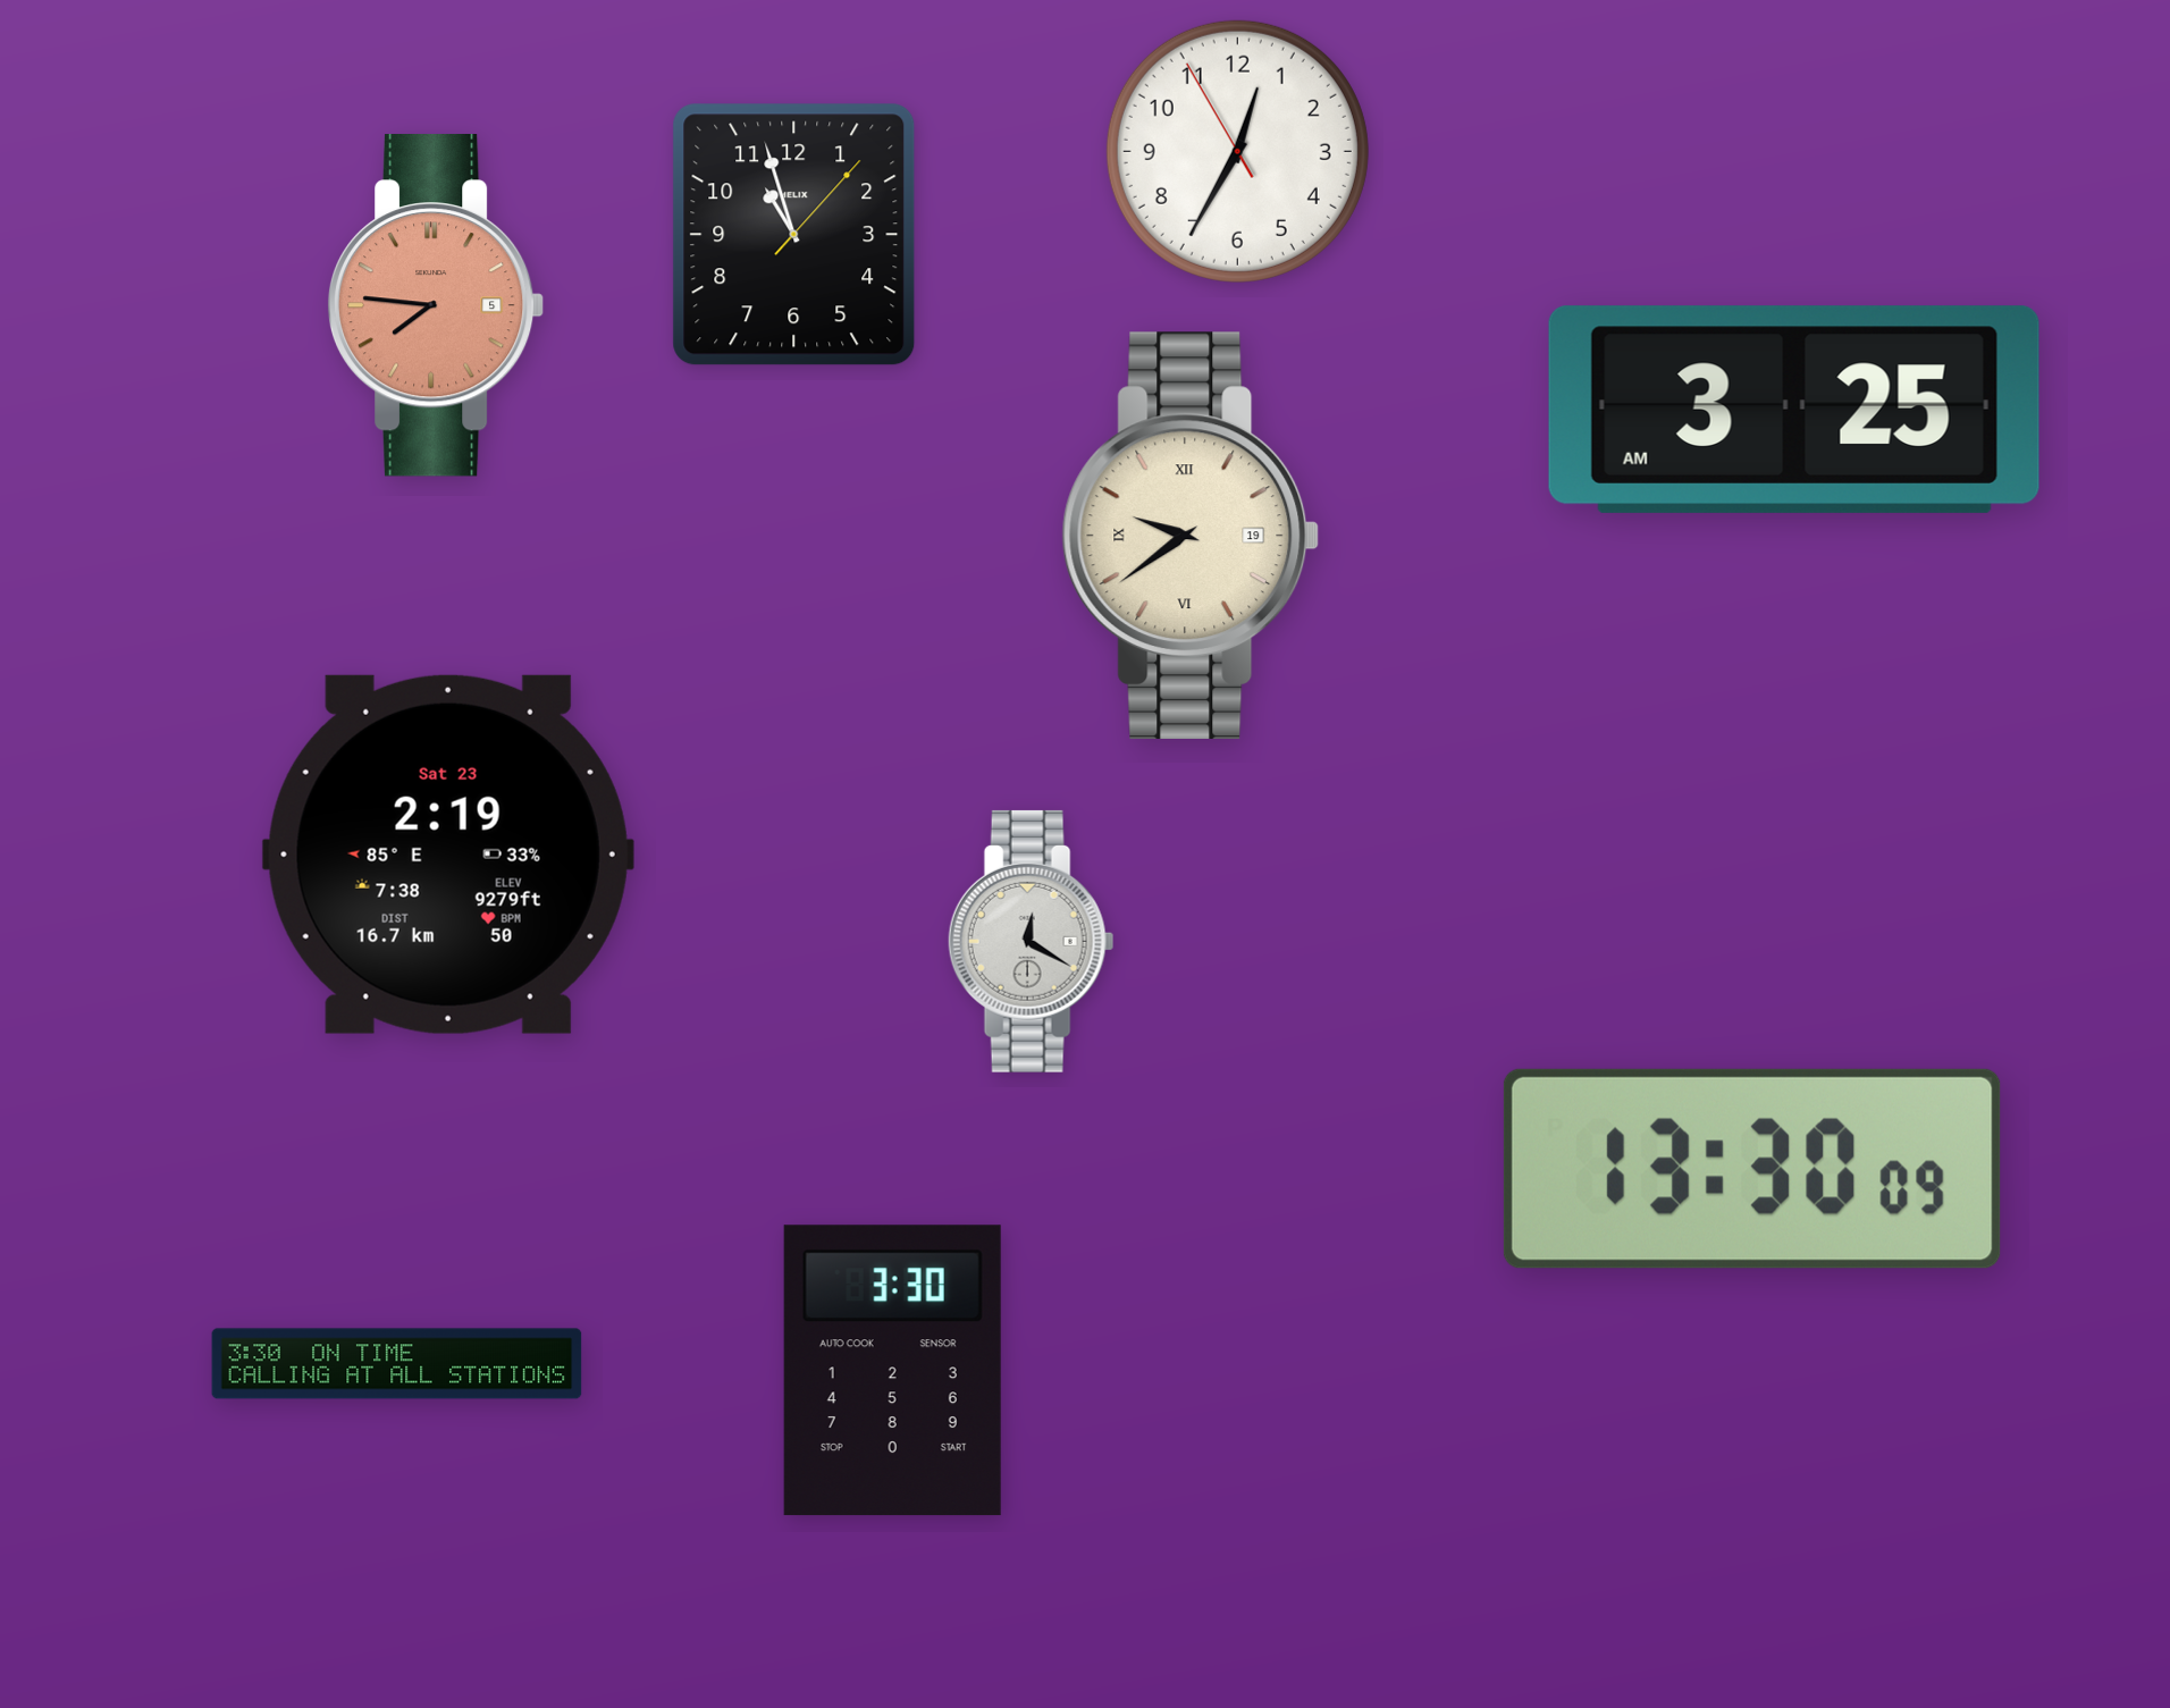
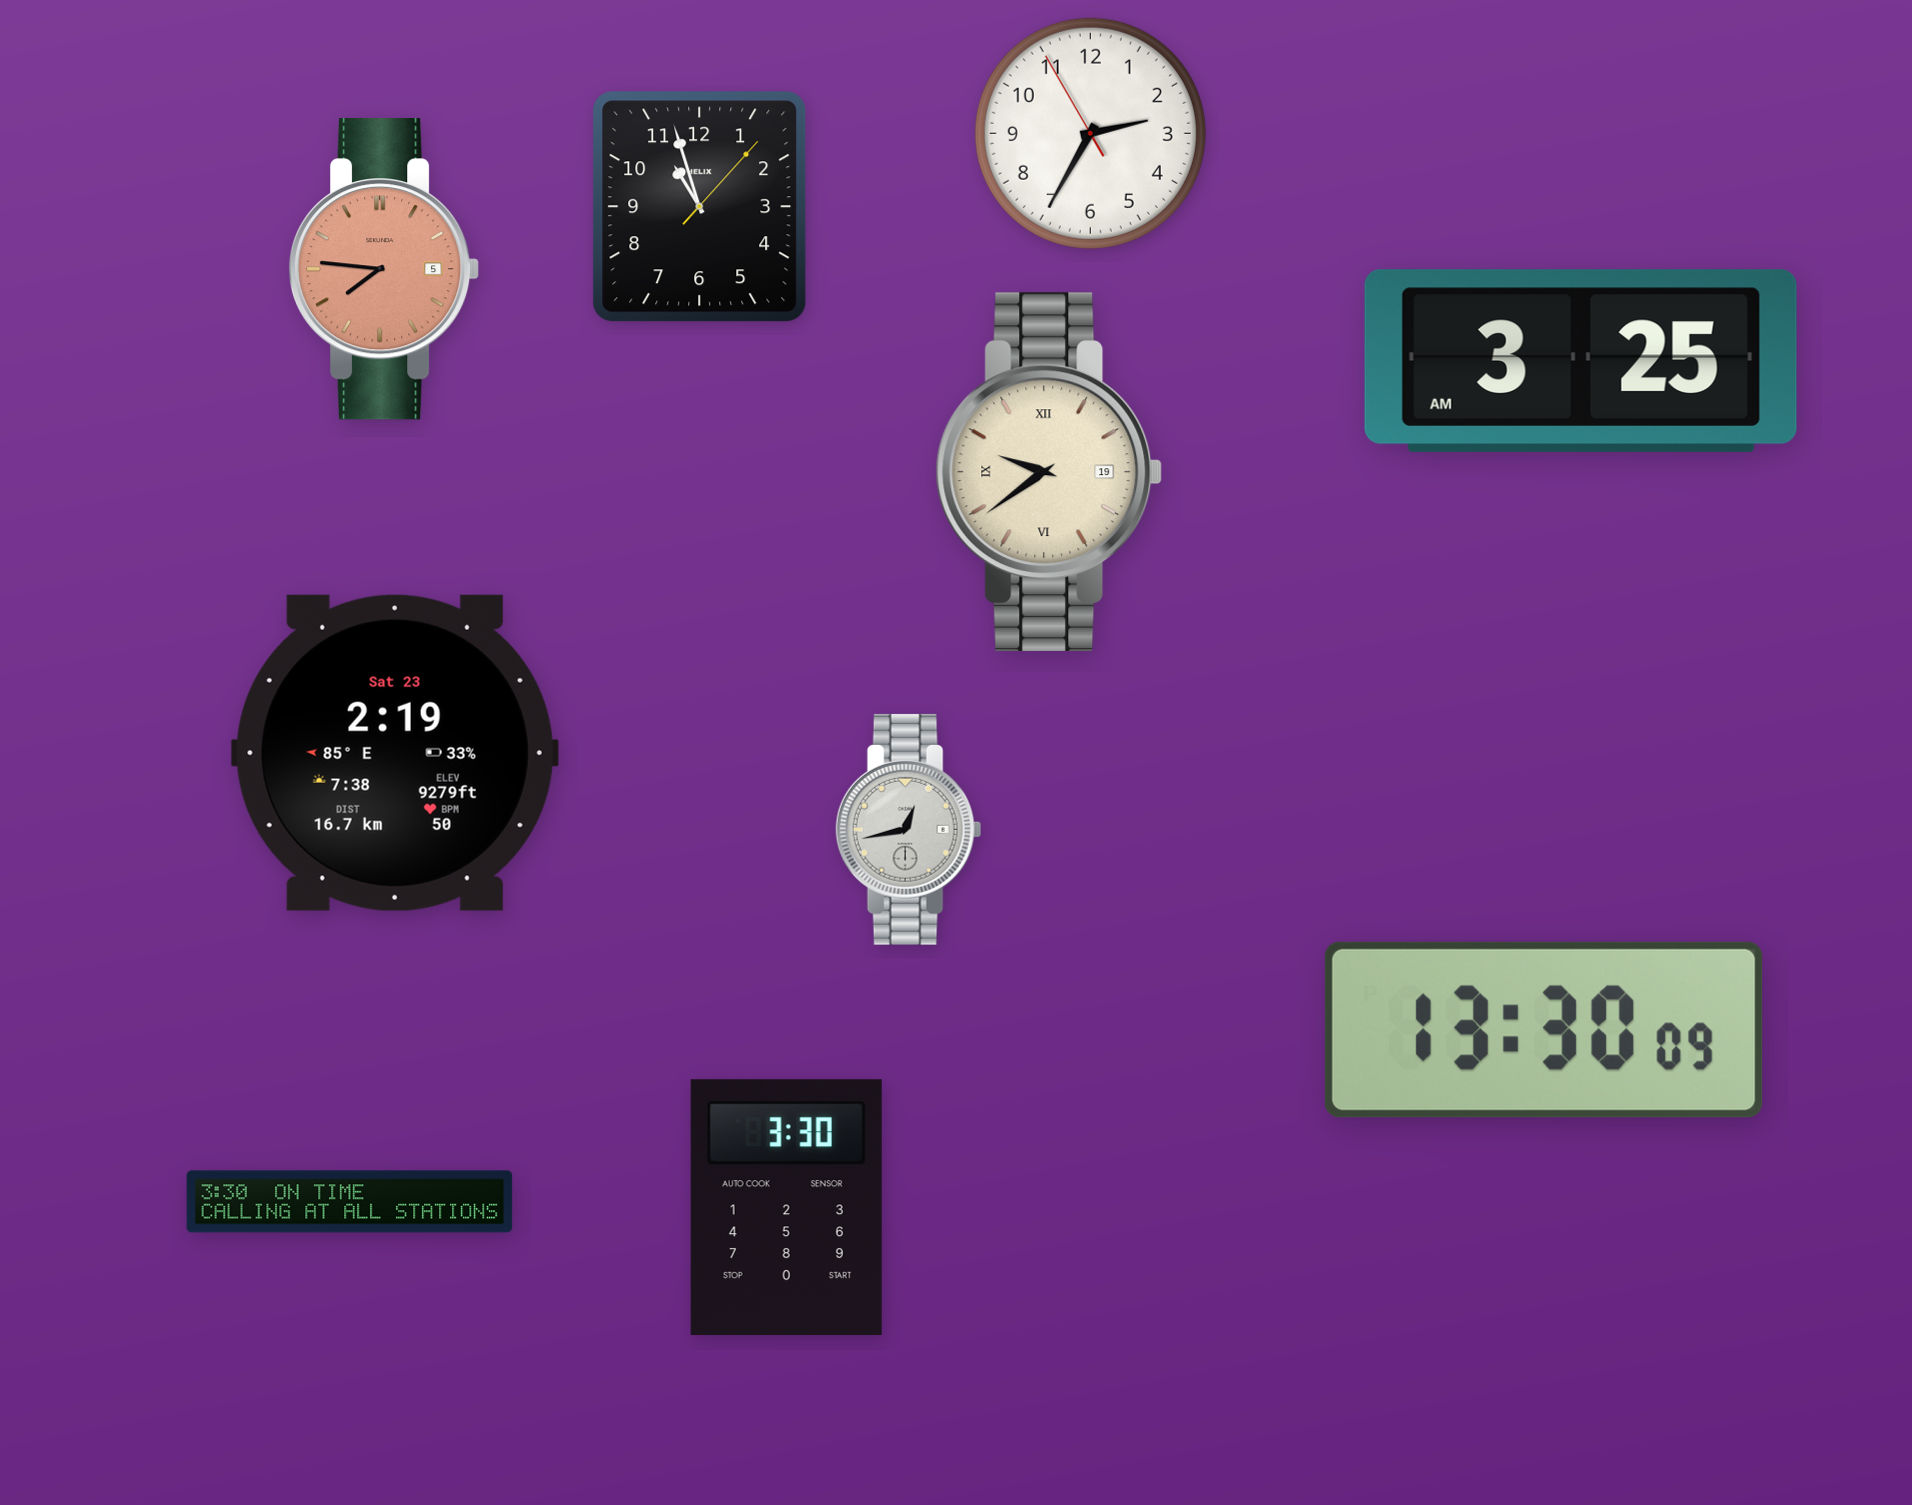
clock at (1237, 151): 12:34 -> 2:34
clock at (1032, 941): 12:20 -> 12:43
